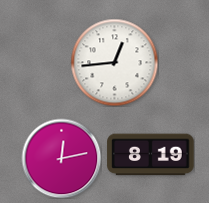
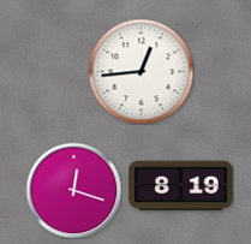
clock at (114, 62) position: (114, 62) -> (141, 71)
clock at (61, 158): 12:13 -> 12:18
